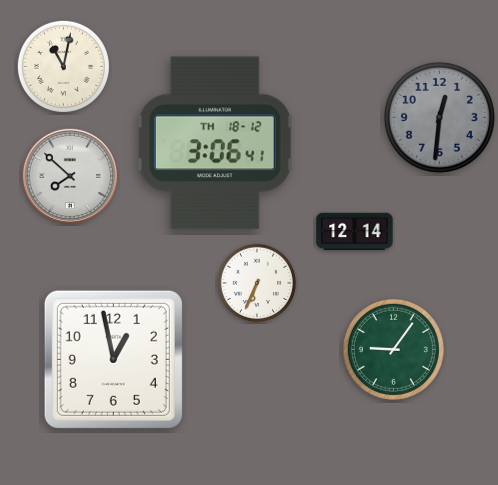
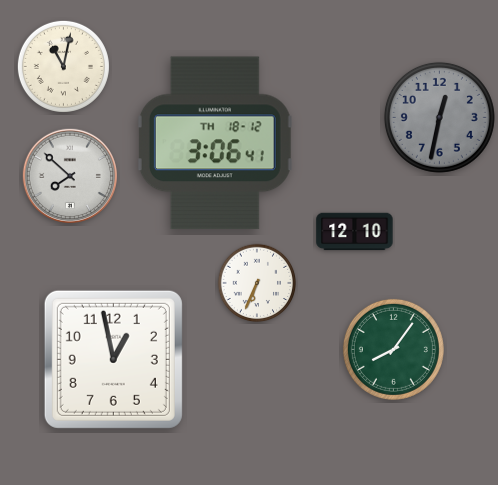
clock at (439, 117): 12:31 -> 12:32
clock at (355, 232): 12:14 -> 12:10
clock at (393, 349): 9:06 -> 8:06
